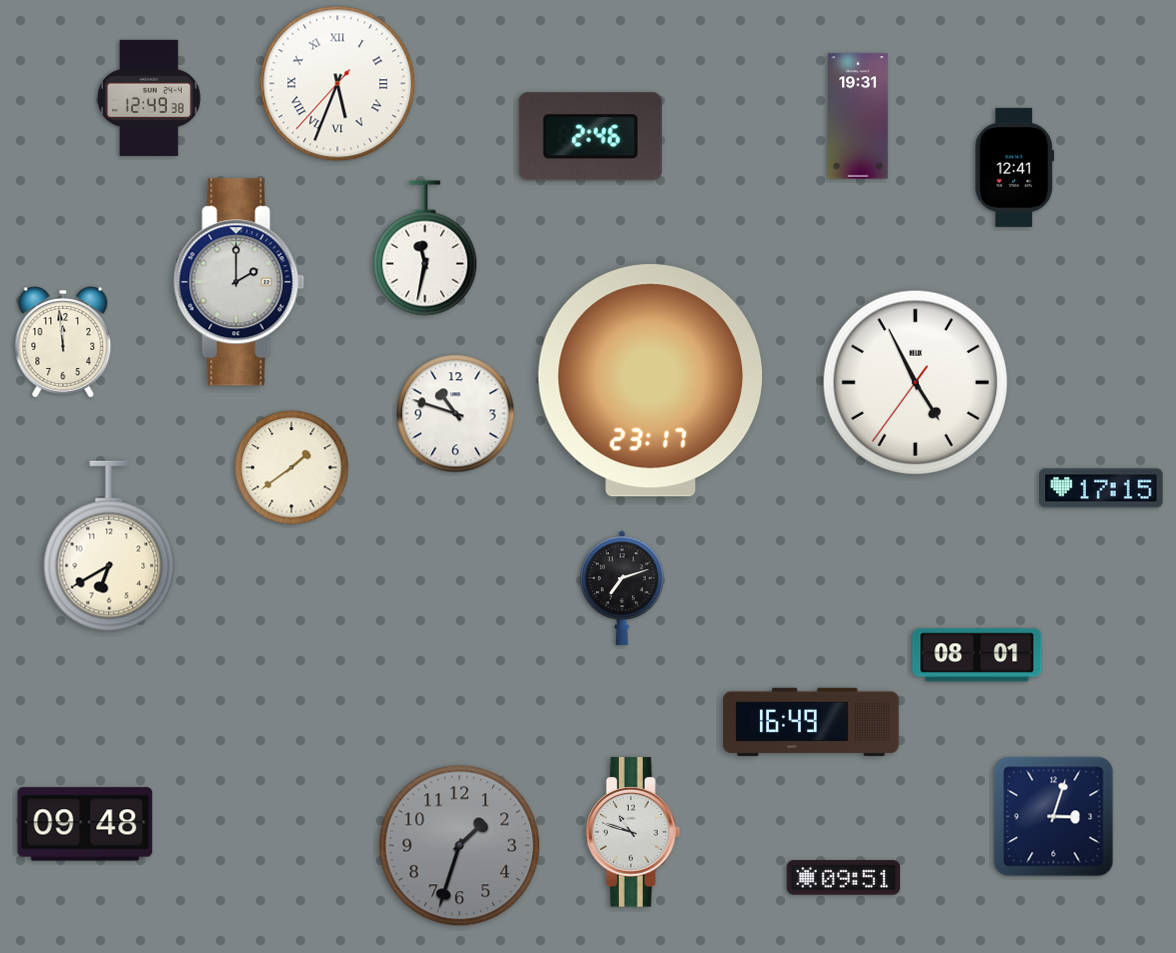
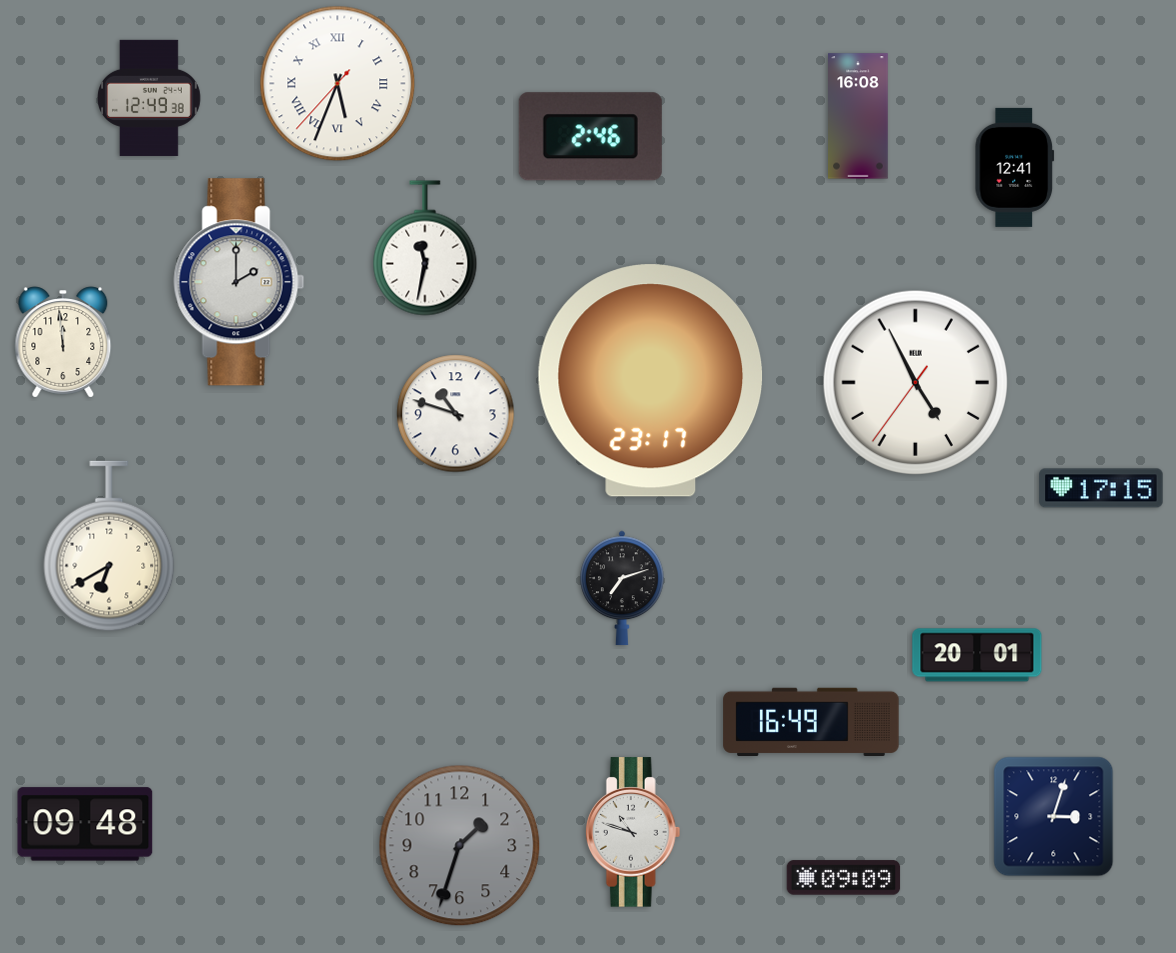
clock at (858, 116): 19:31 -> 16:08
clock at (292, 468): 1:39 -> none
clock at (977, 655): 08:01 -> 20:01
clock at (844, 878): 09:51 -> 09:09
